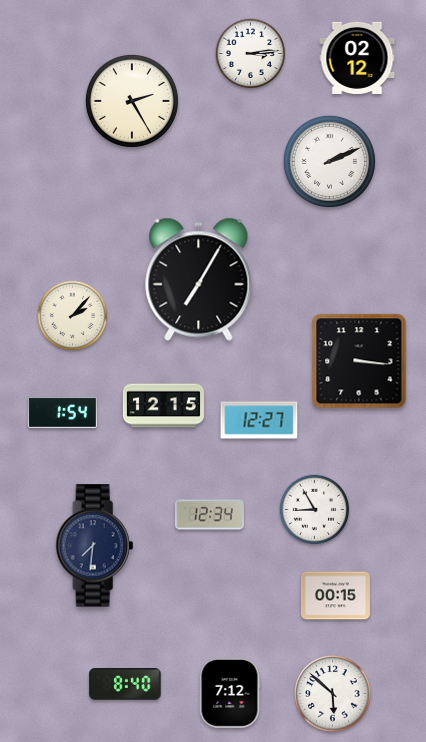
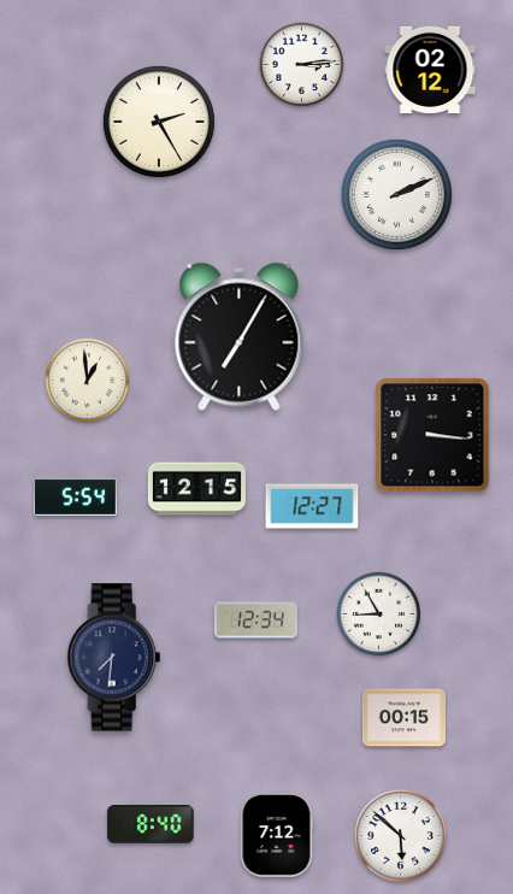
clock at (73, 316): 2:07 -> 12:59
clock at (62, 412): 1:54 -> 5:54
clock at (209, 515) position: (209, 515) -> (255, 620)
